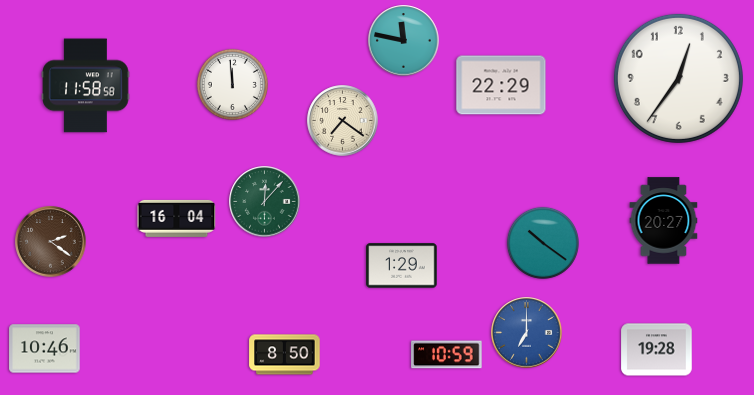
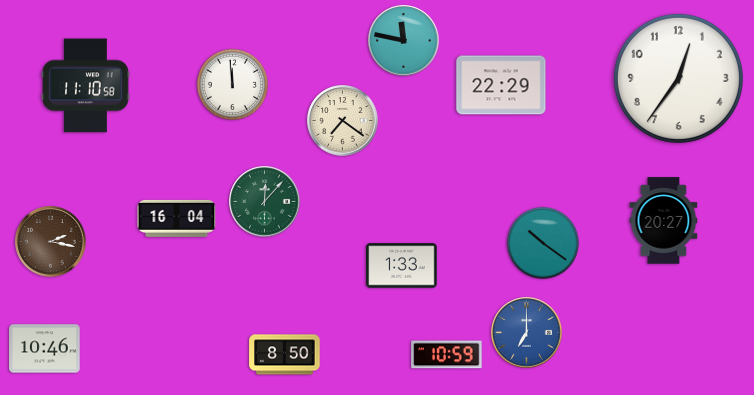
clock at (86, 86): 11:58 -> 11:10
clock at (51, 242): 2:21 -> 2:17
clock at (402, 266): 1:29 -> 1:33
clock at (657, 350): 19:28 -> none
